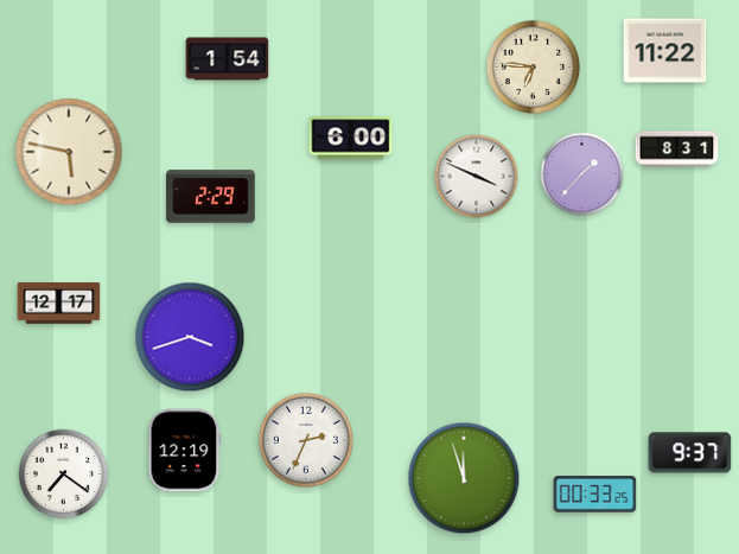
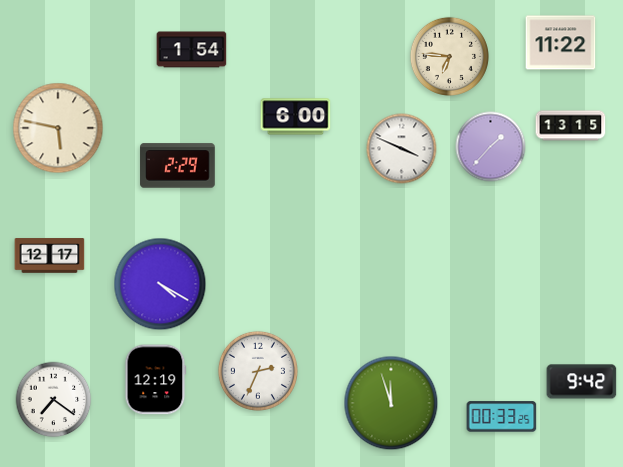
clock at (677, 149): 8:31 -> 13:15
clock at (190, 337): 3:42 -> 4:20
clock at (690, 453): 9:37 -> 9:42
